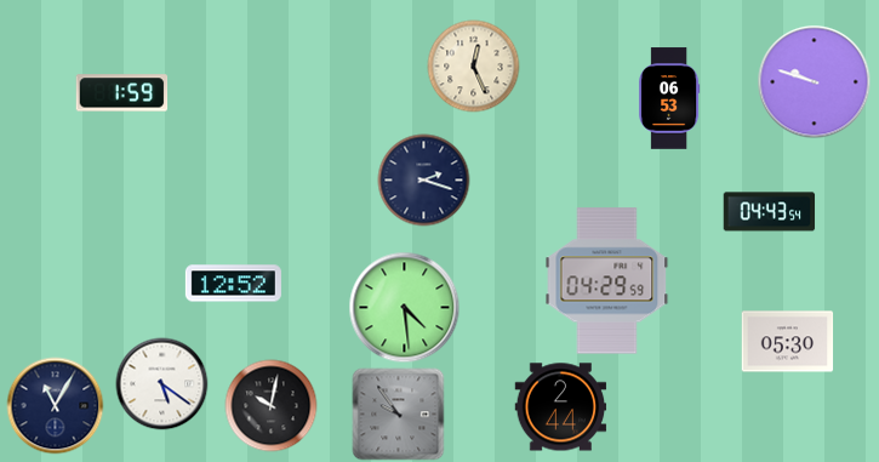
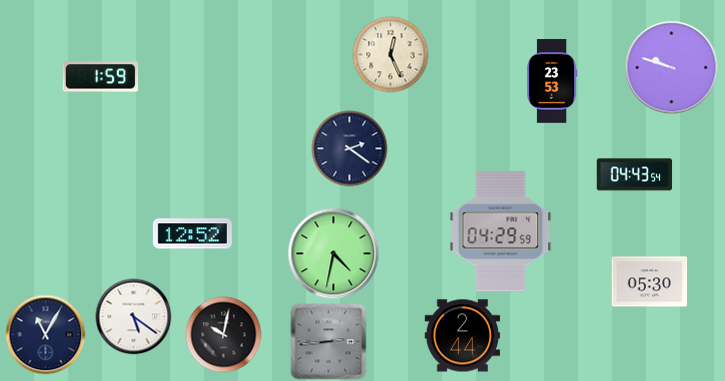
clock at (670, 98): 06:53 -> 23:53
clock at (424, 181): 2:18 -> 2:21
clock at (405, 308): 4:29 -> 4:32
clock at (399, 415): 9:54 -> 2:44
